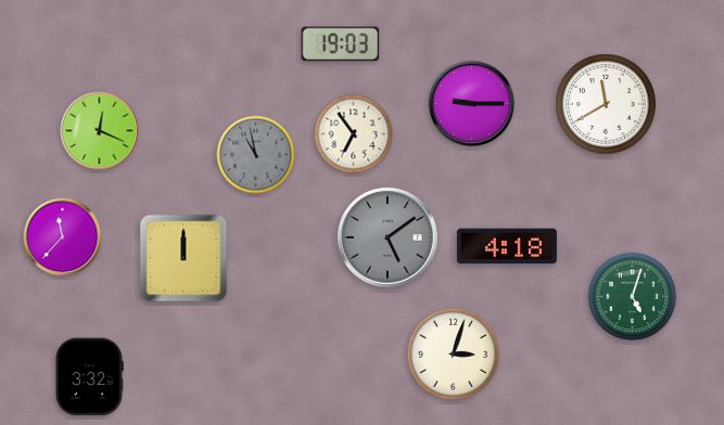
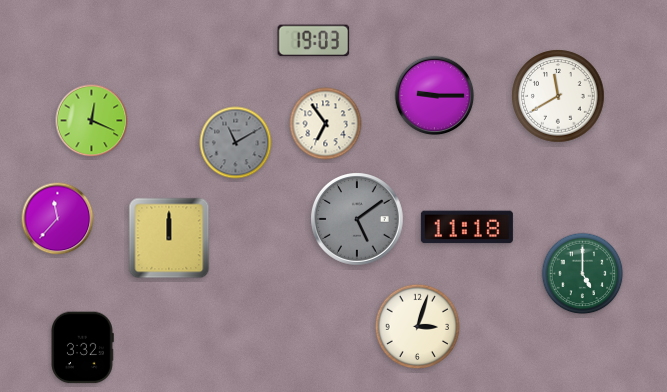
clock at (256, 155): 10:58 -> 11:10
clock at (507, 246): 4:18 -> 11:18
clock at (633, 297): 5:03 -> 5:00
